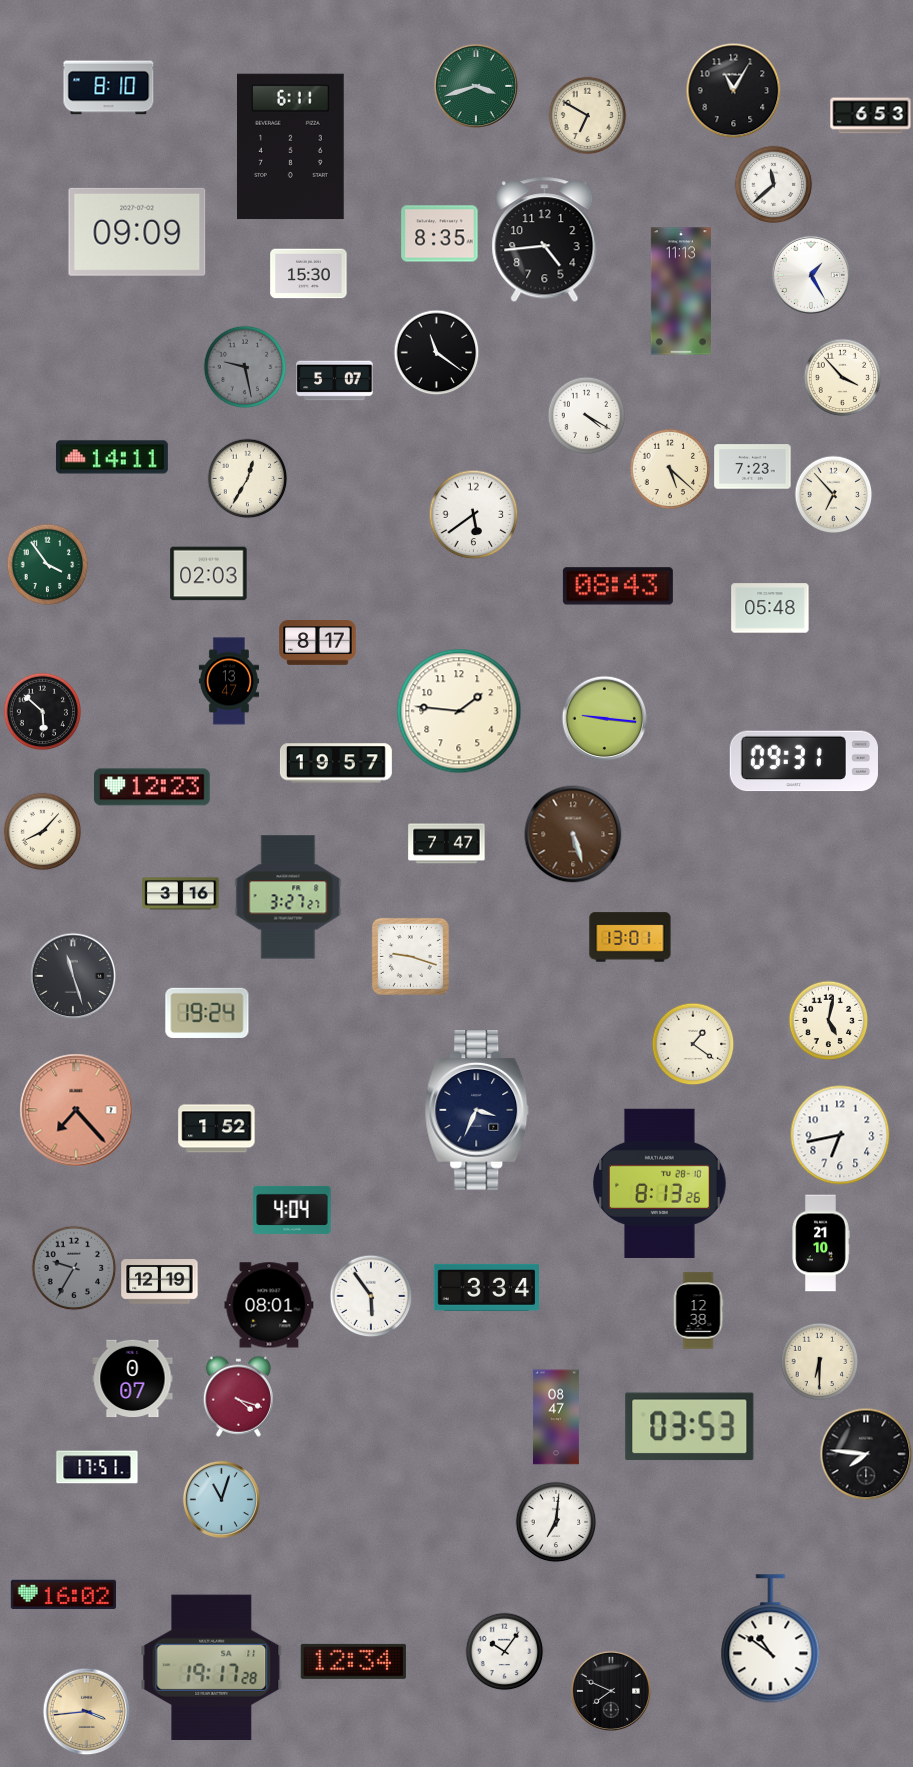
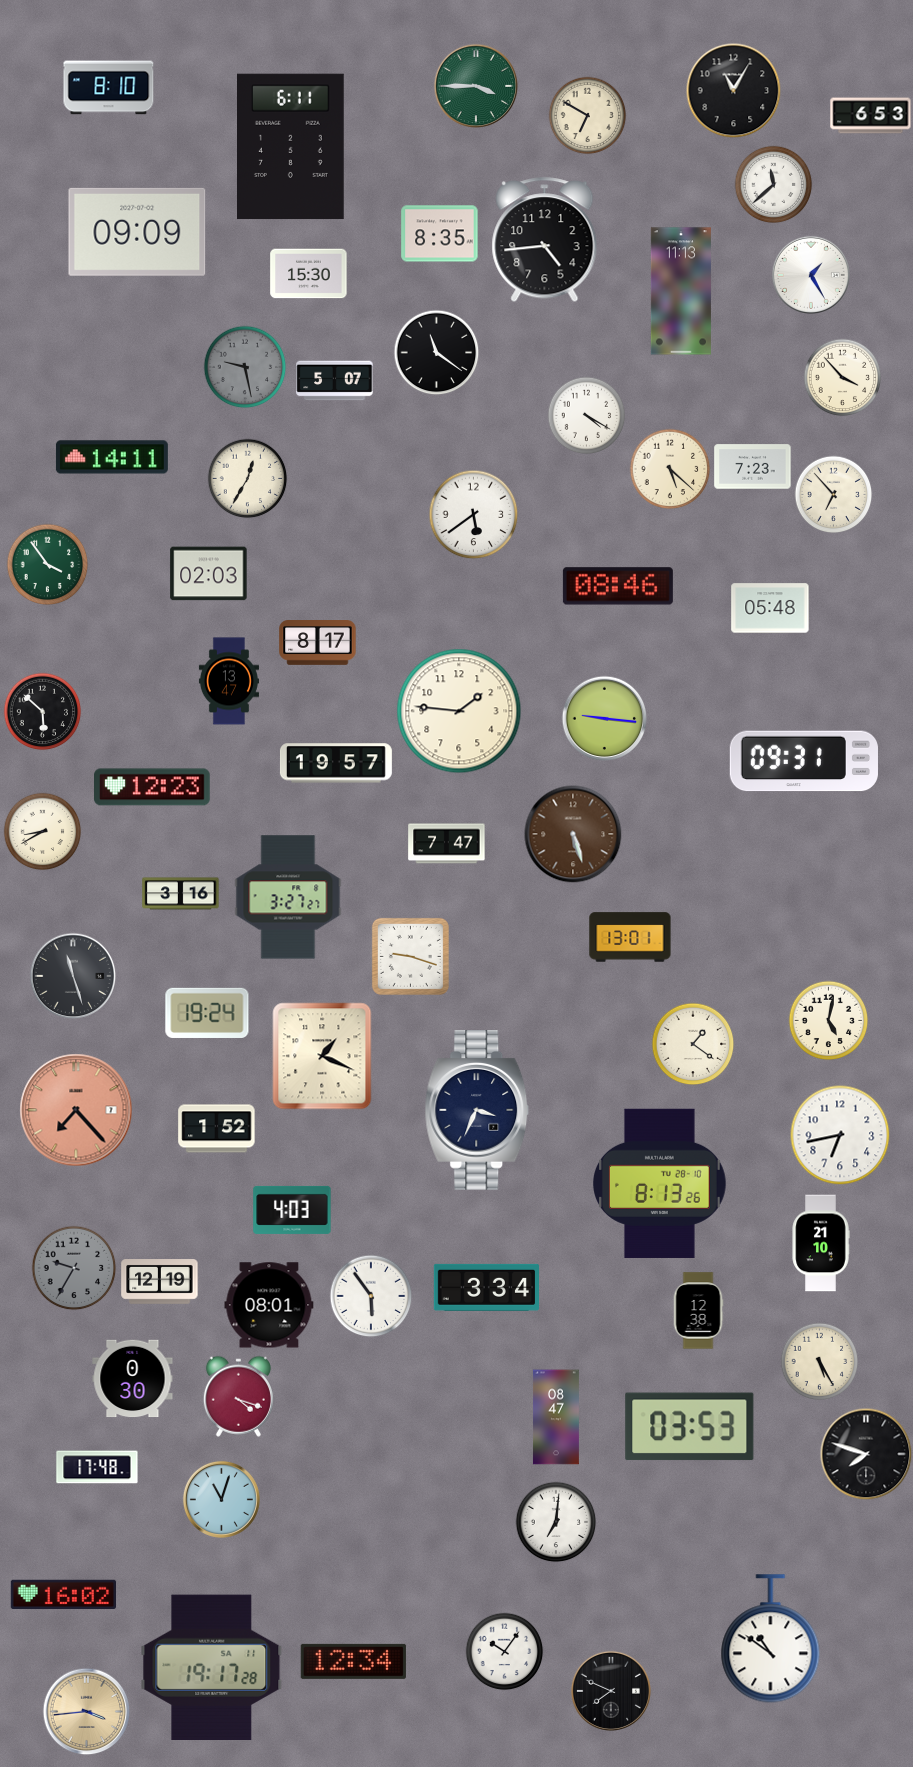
clock at (476, 86): 3:42 -> 3:45
clock at (618, 586): 08:43 -> 08:46
clock at (42, 831): 8:07 -> 8:40
clock at (322, 1056): none -> 1:19
clock at (292, 1210): 4:04 -> 4:03
clock at (819, 1361): 6:30 -> 5:25
clock at (133, 1379): 0:07 -> 0:30
clock at (866, 1454): 7:46 -> 7:48
clock at (97, 1467): 17:51 -> 17:48
